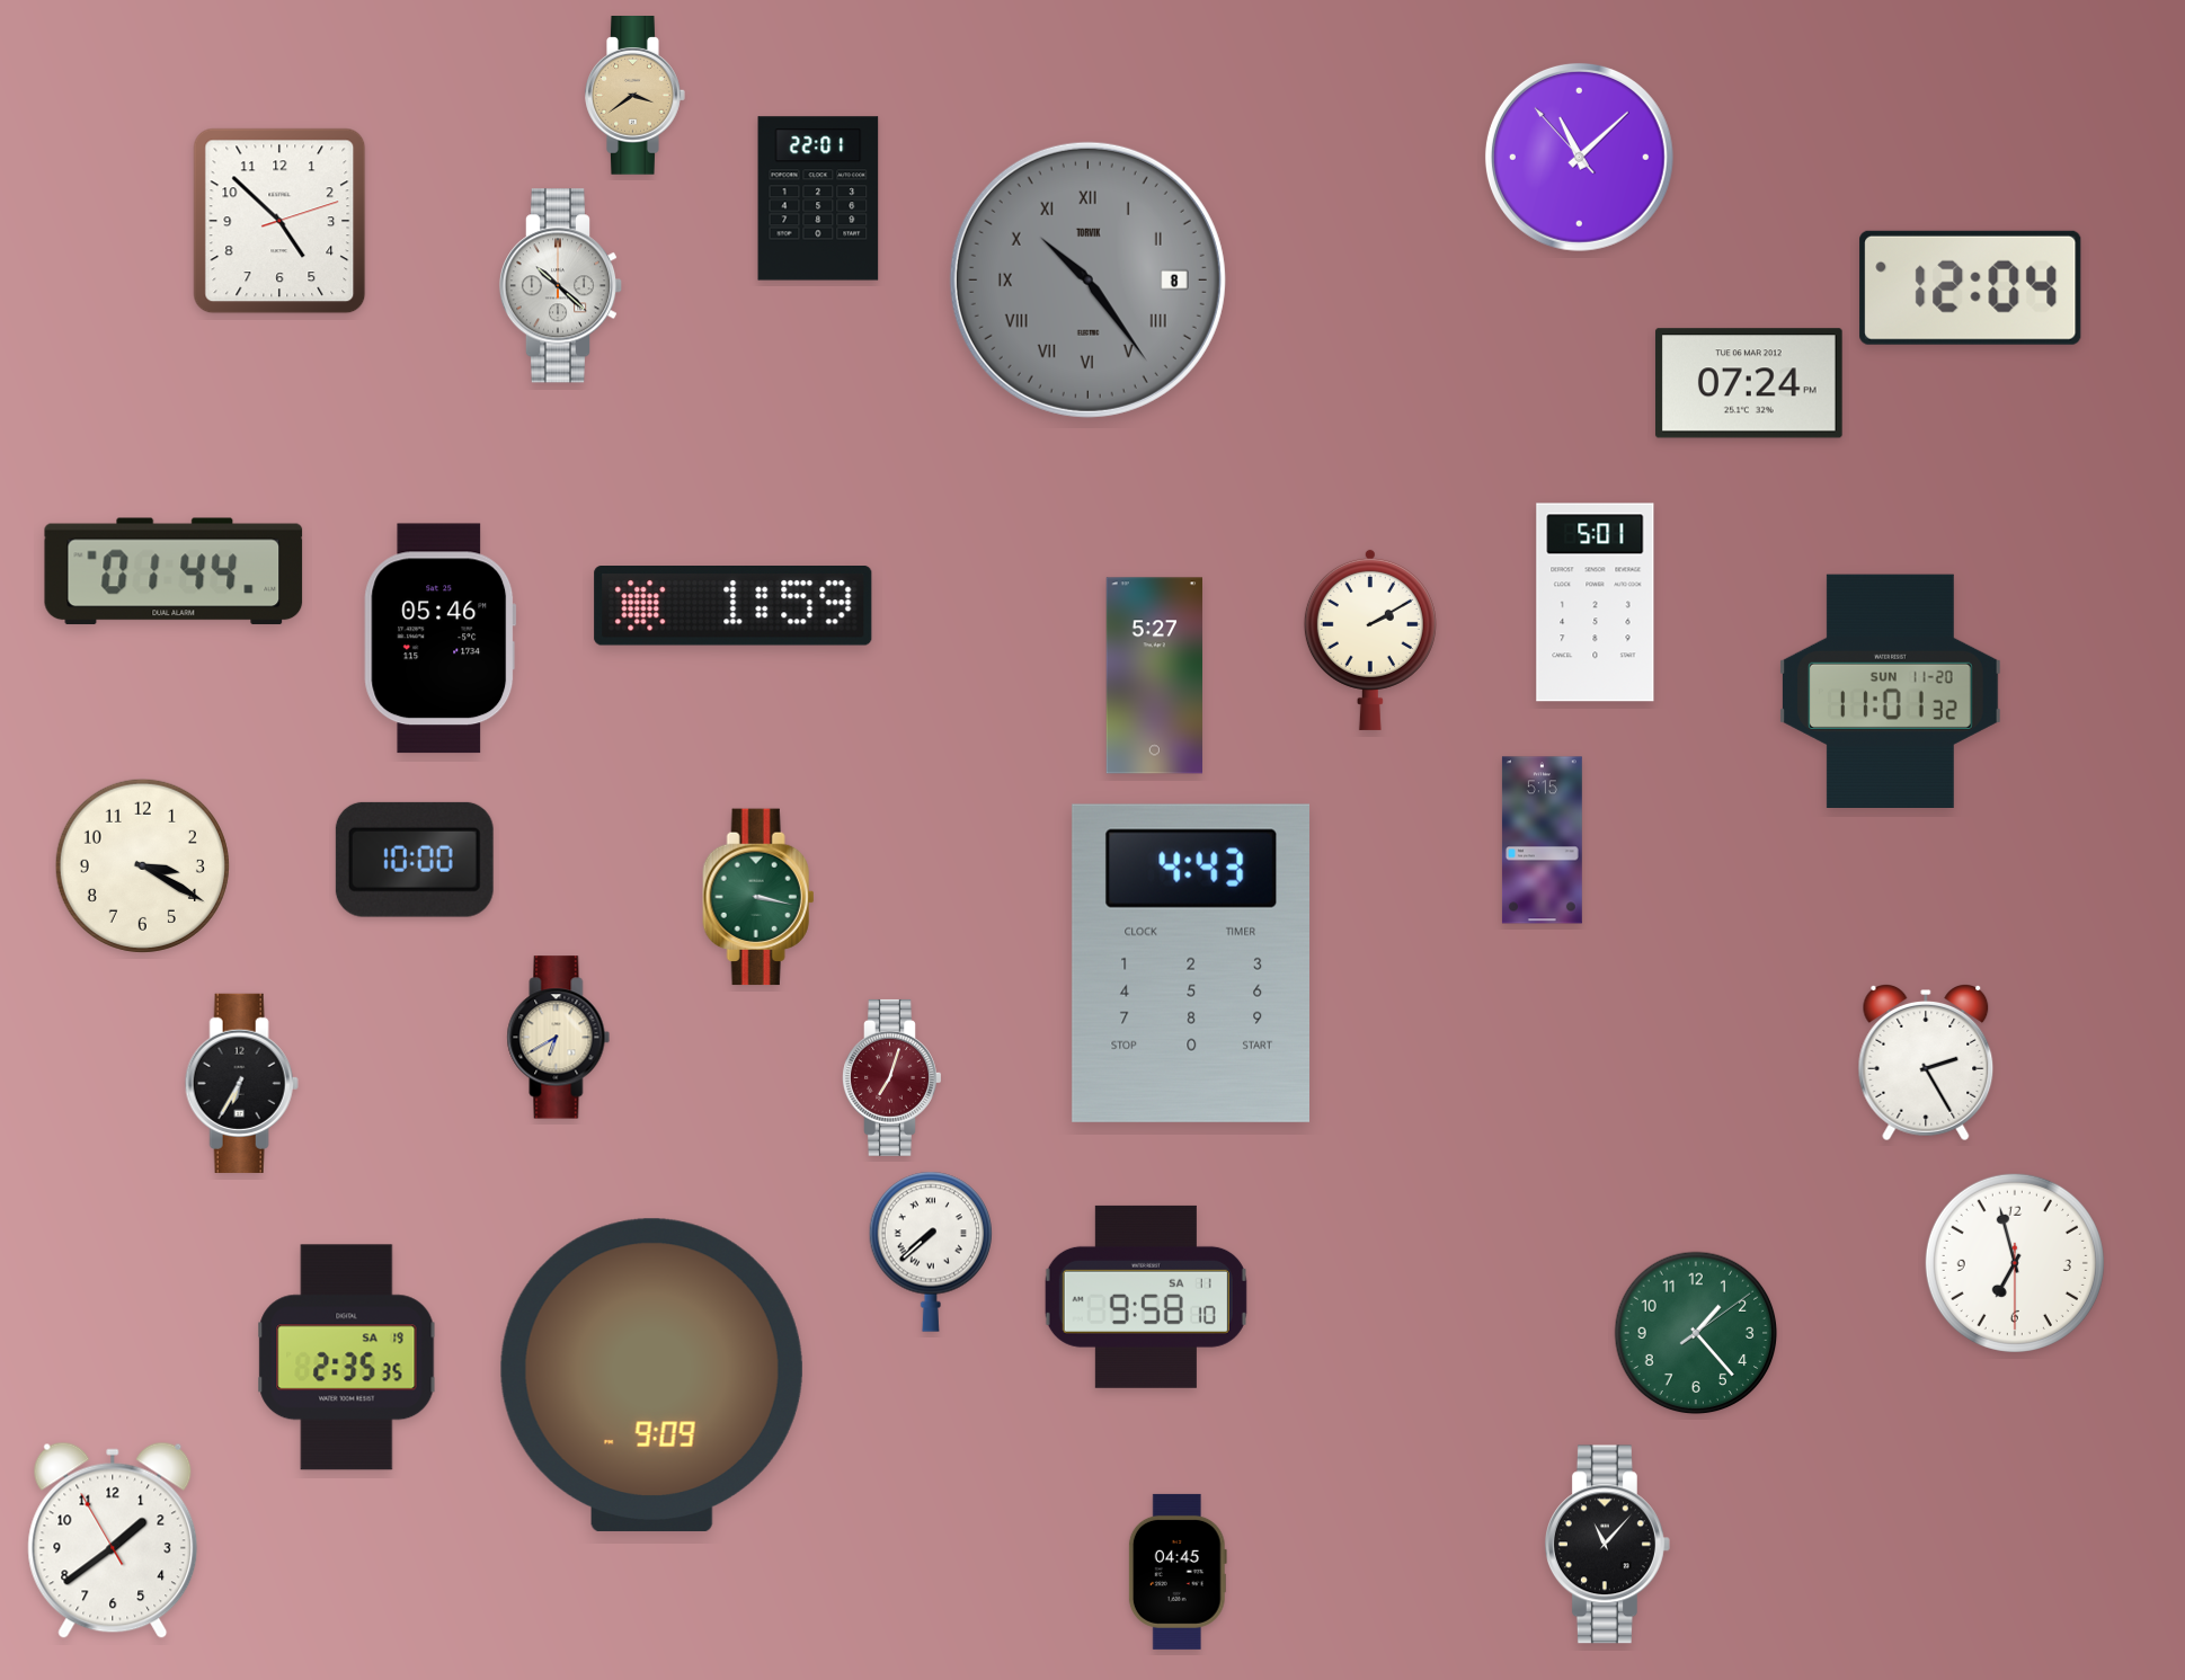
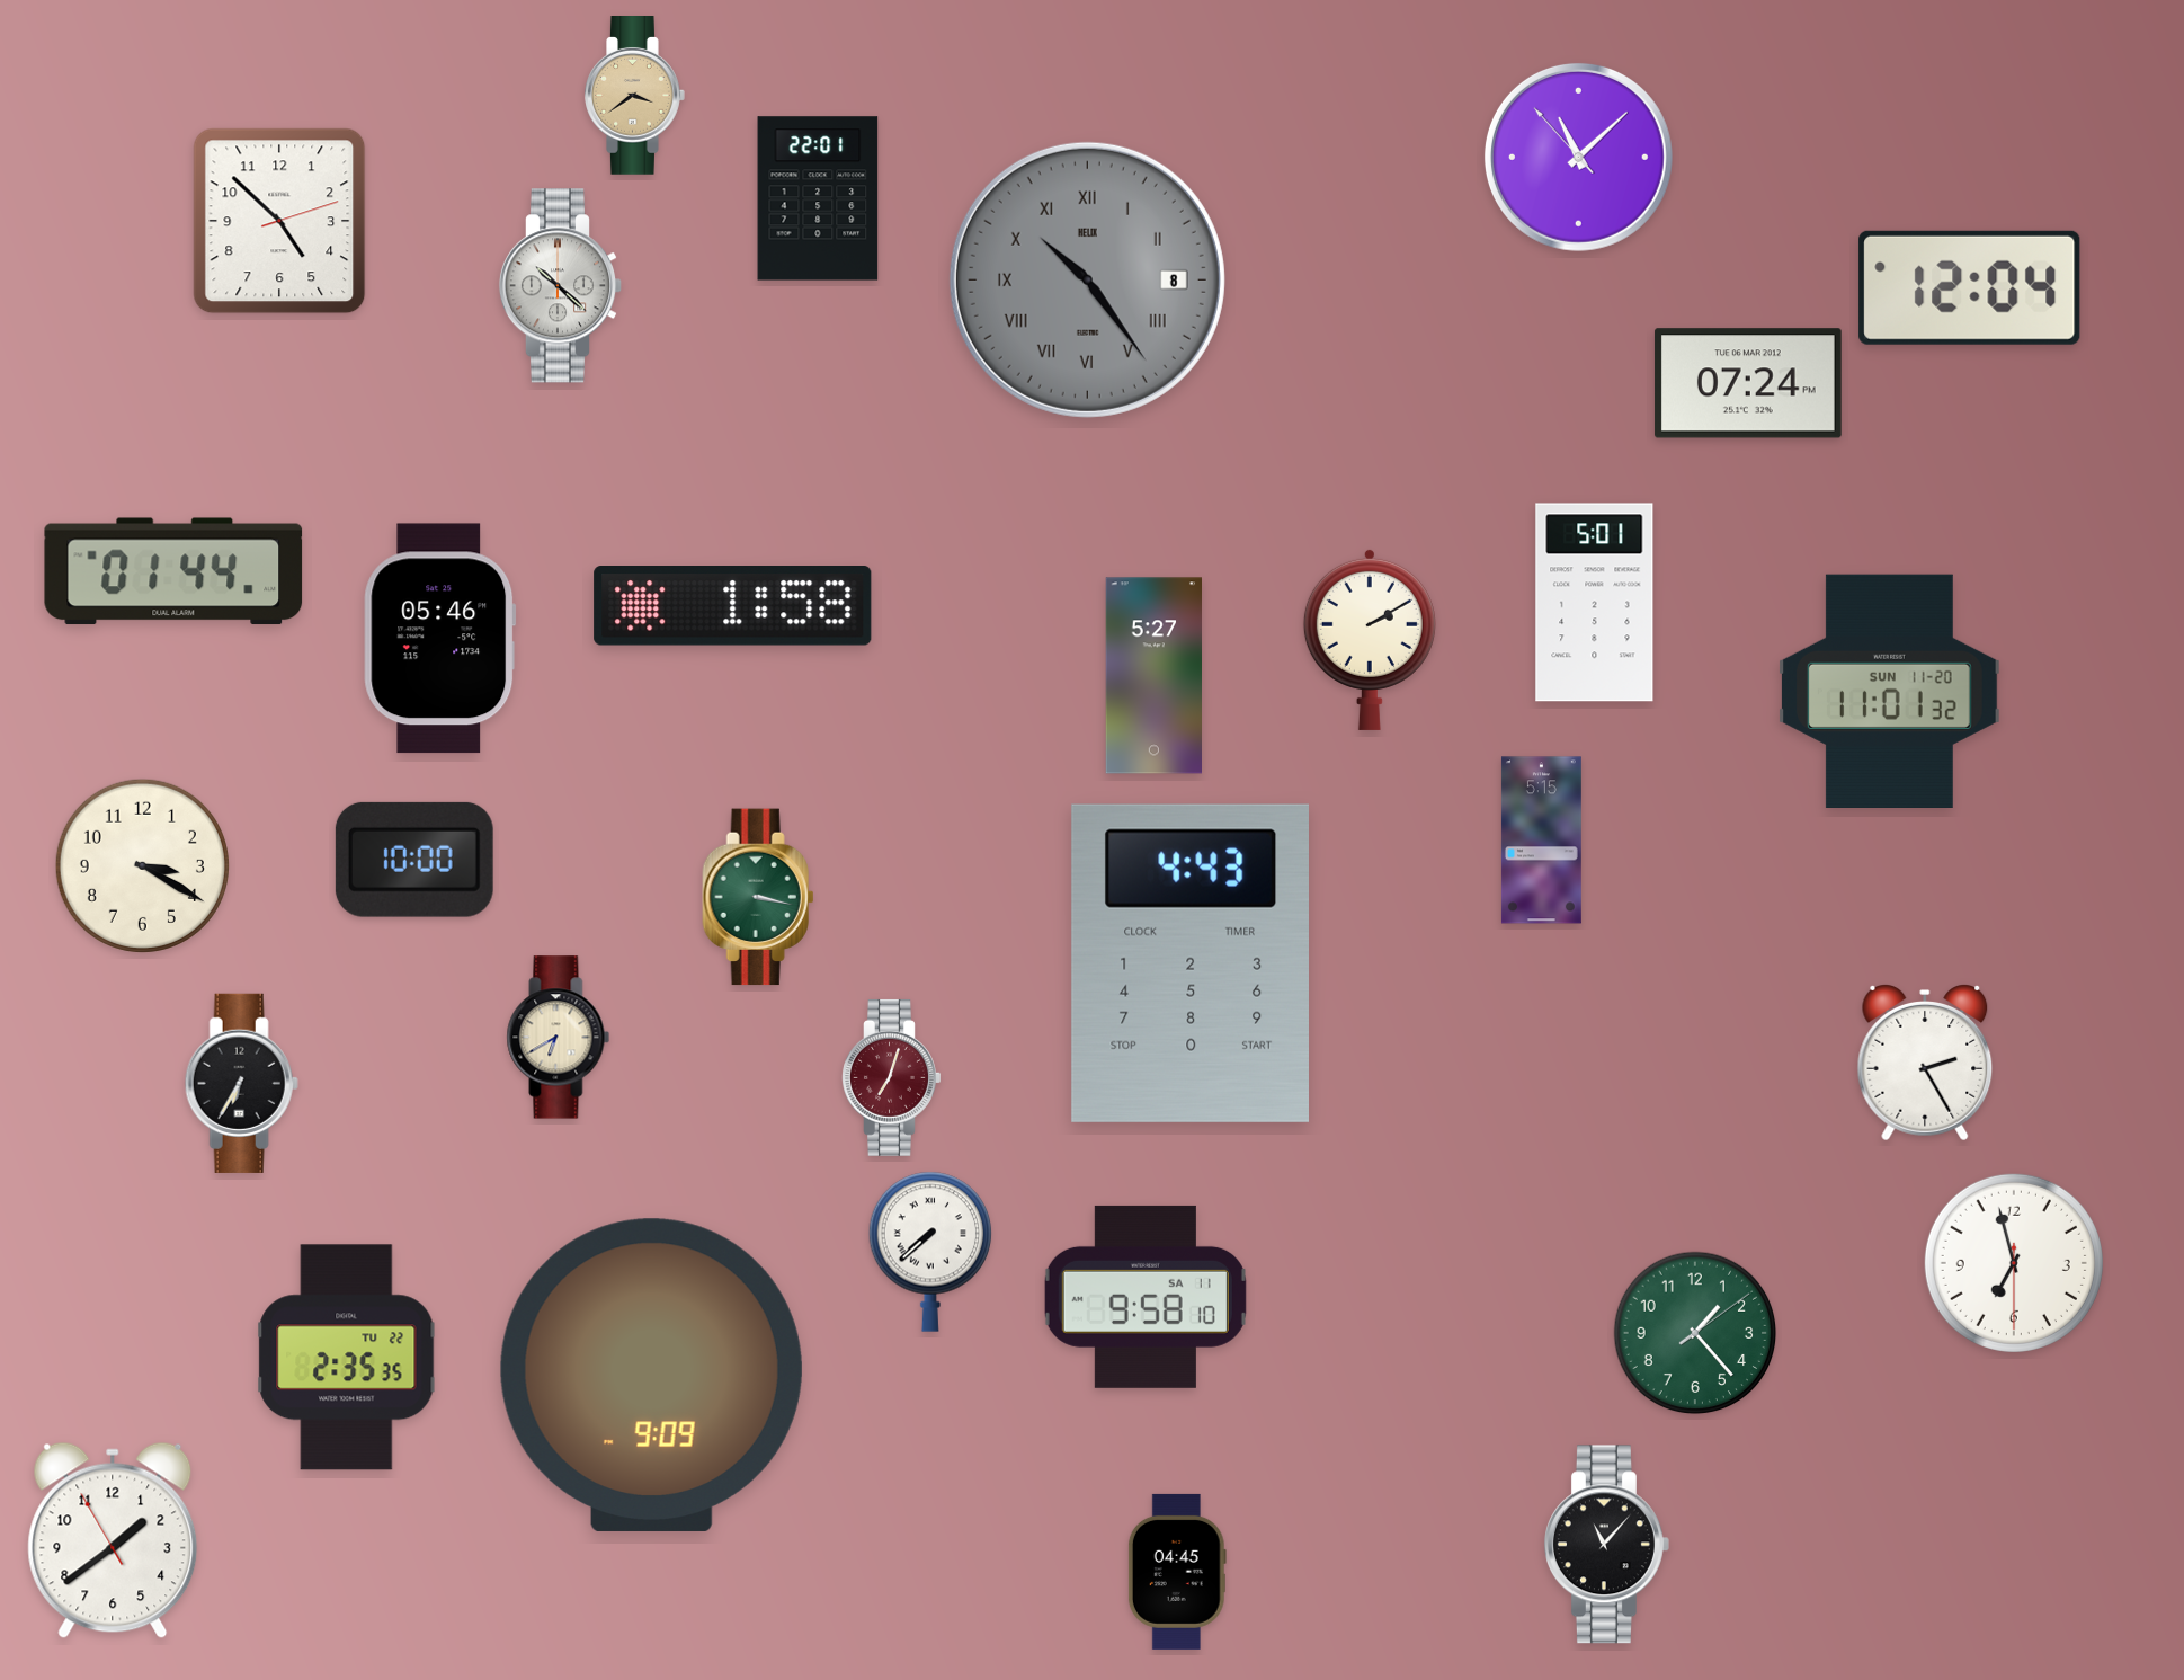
clock at (1087, 279) brand: TORVIK -> HELIX
clock at (734, 606): 1:59 -> 1:58
clock at (347, 1358) date: SA 19 -> TU 22
